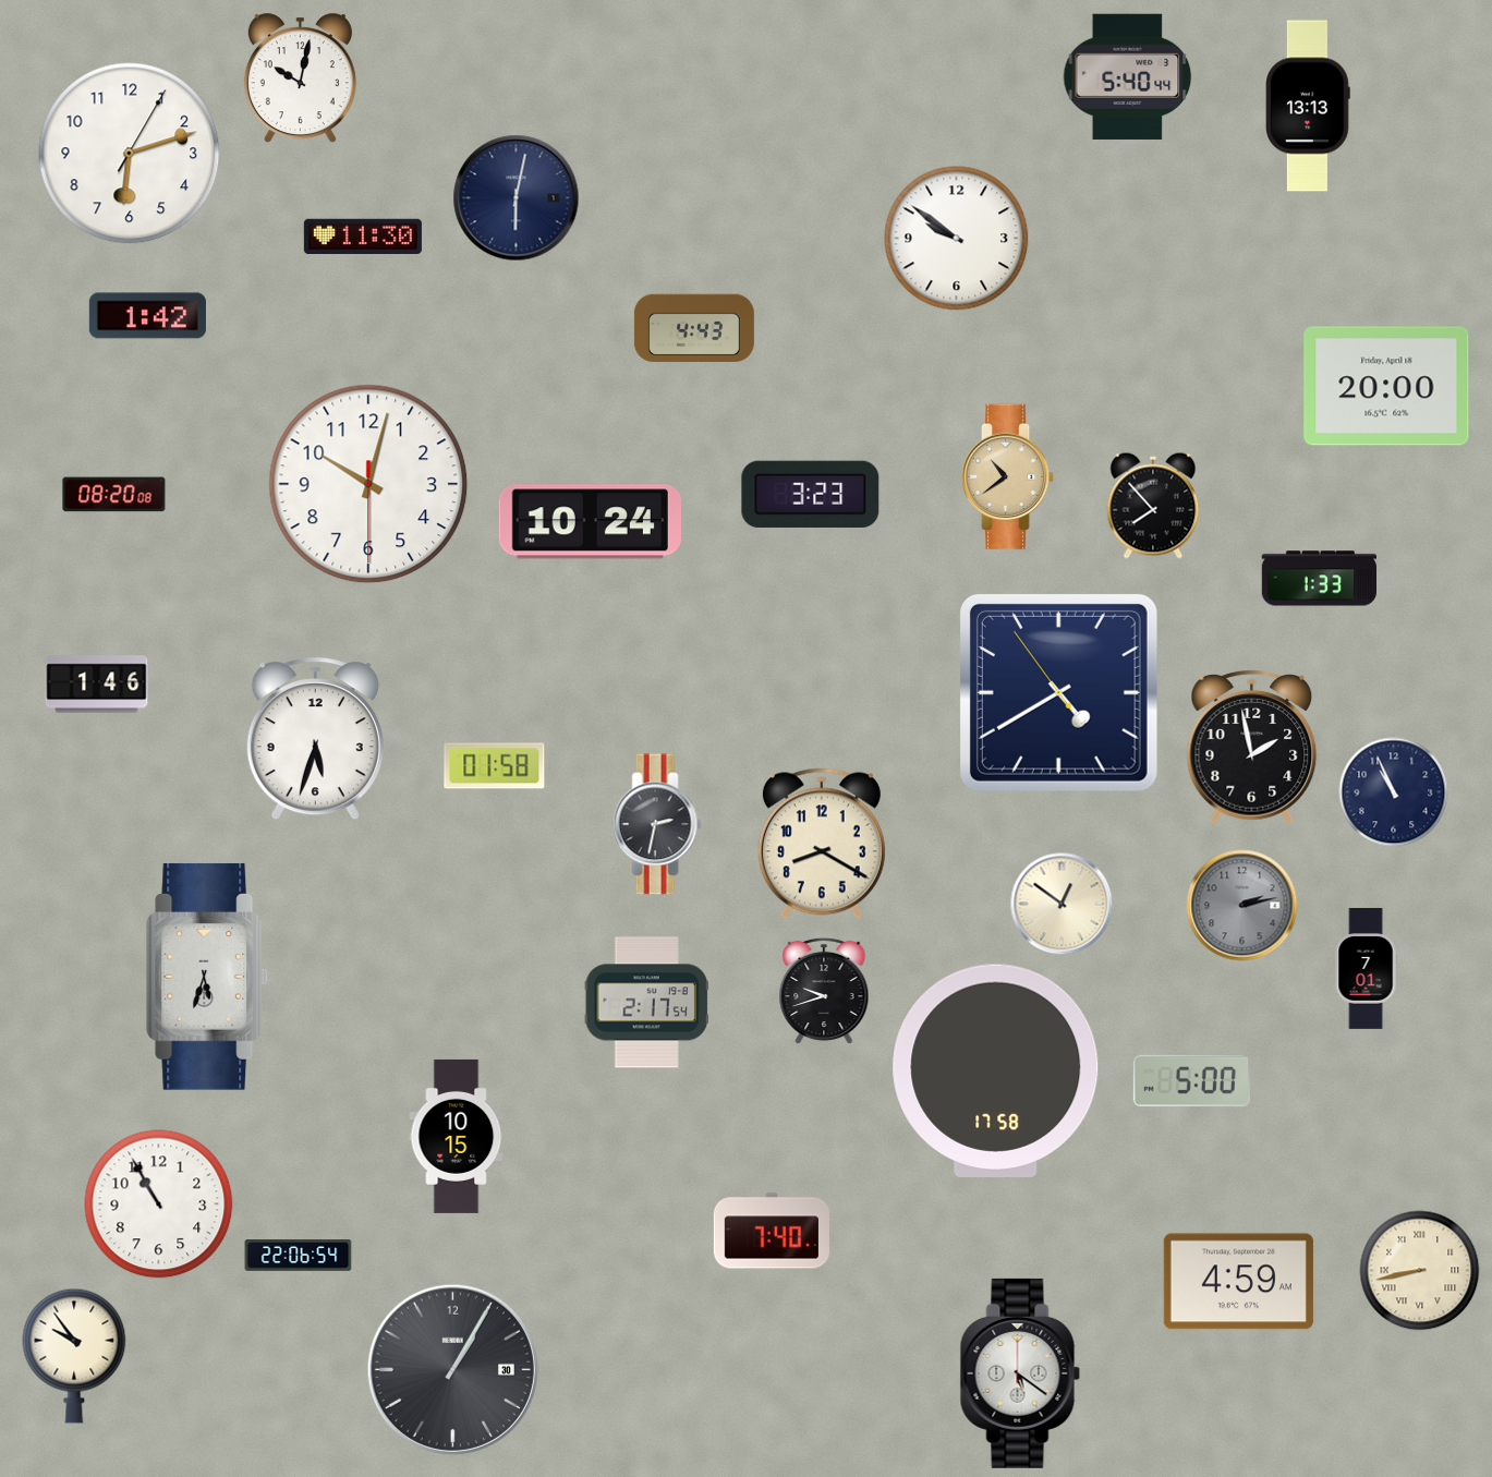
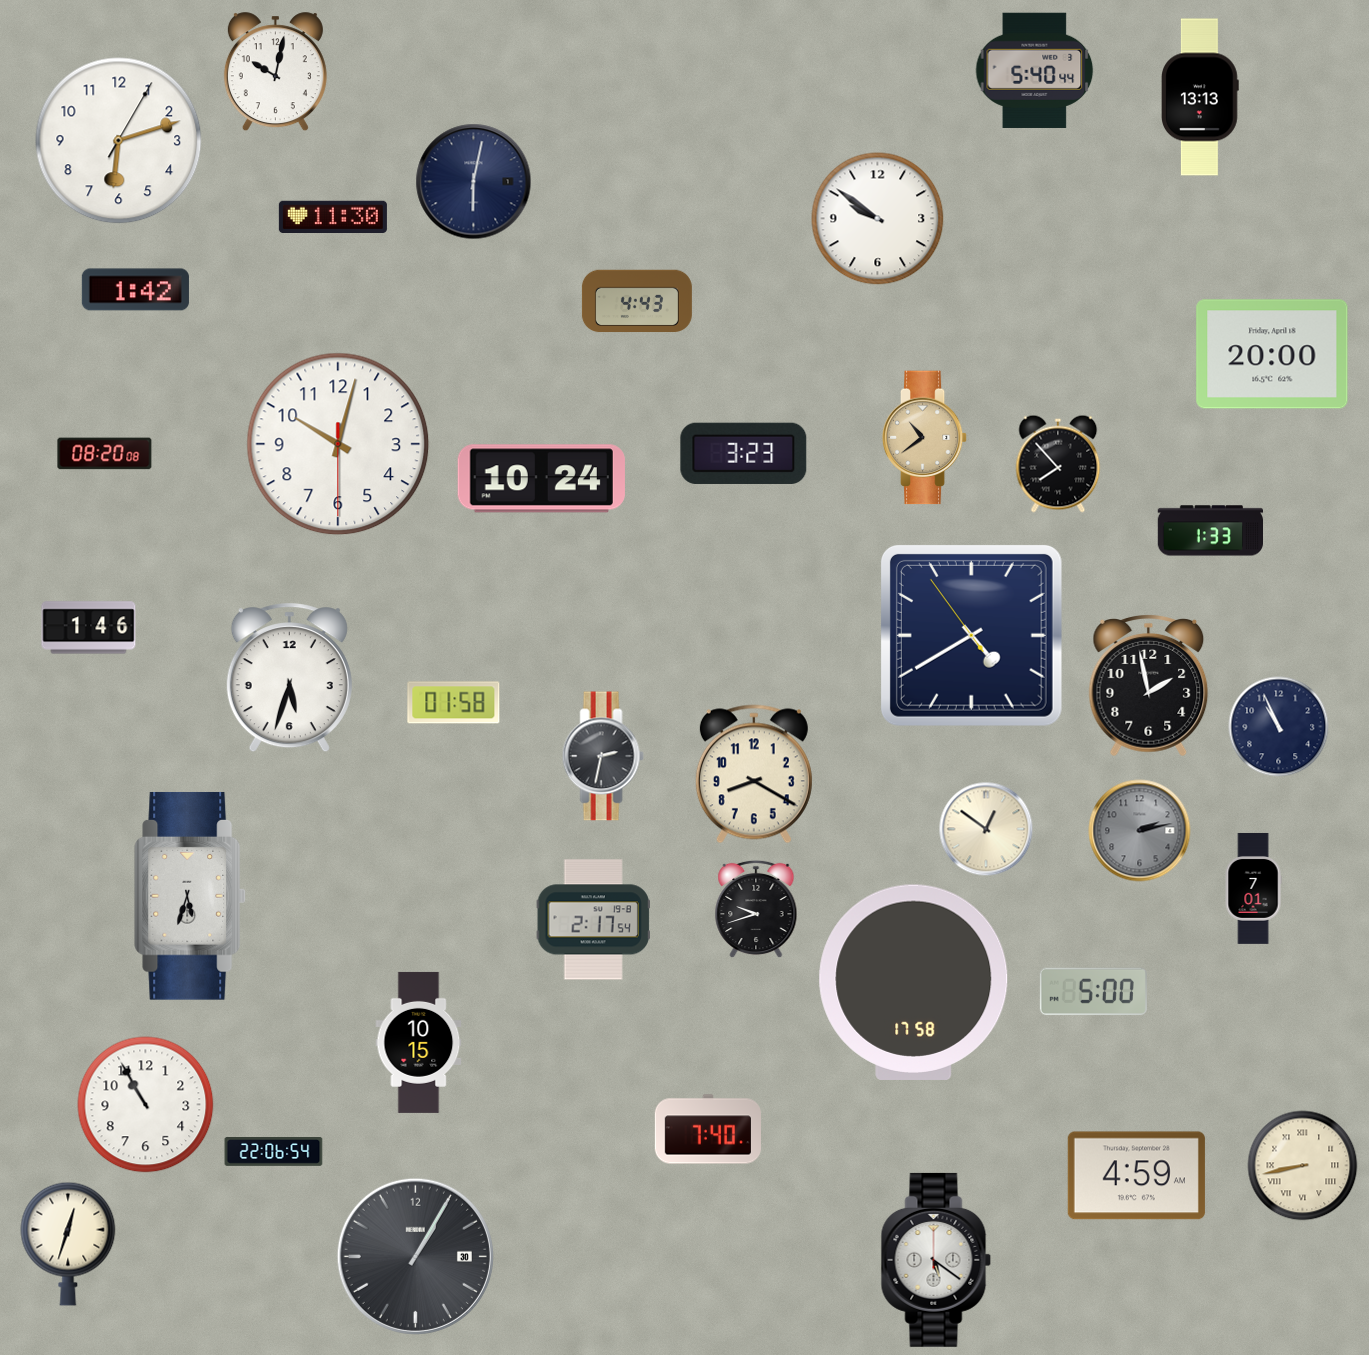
clock at (1062, 904) position: (1062, 904) -> (986, 829)
clock at (74, 1356): 9:54 -> 12:33
